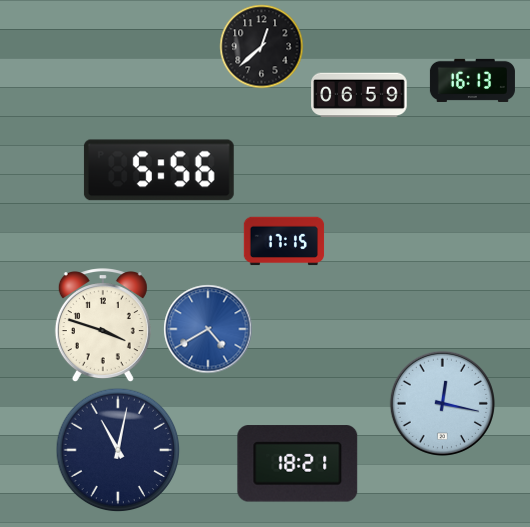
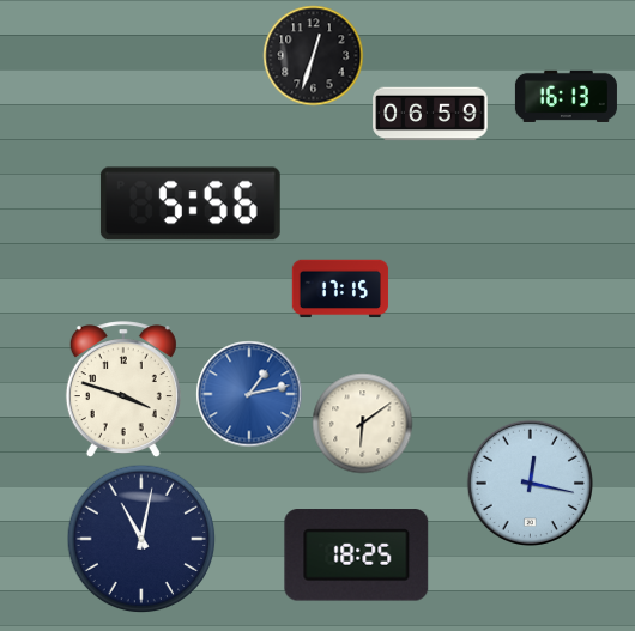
clock at (261, 46): 12:38 -> 12:33
clock at (208, 329): 4:40 -> 1:13
clock at (362, 423): none -> 6:09
clock at (298, 464): 18:21 -> 18:25
